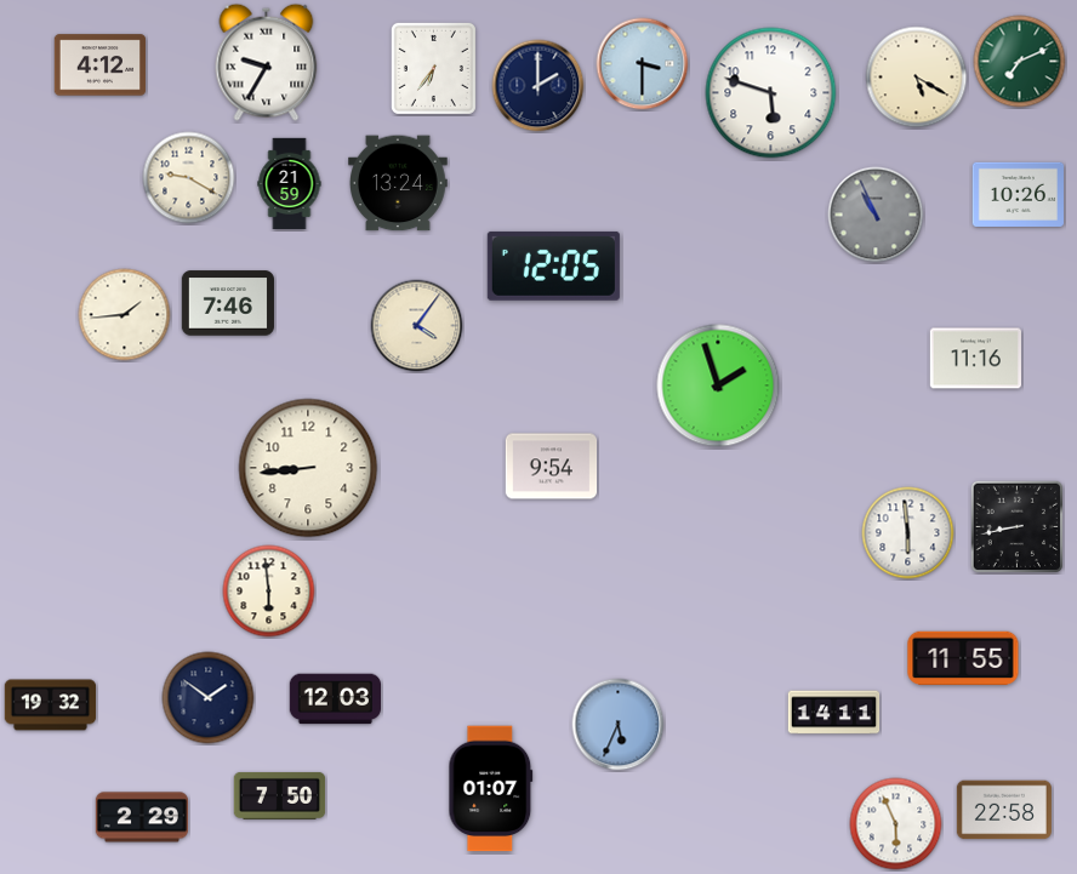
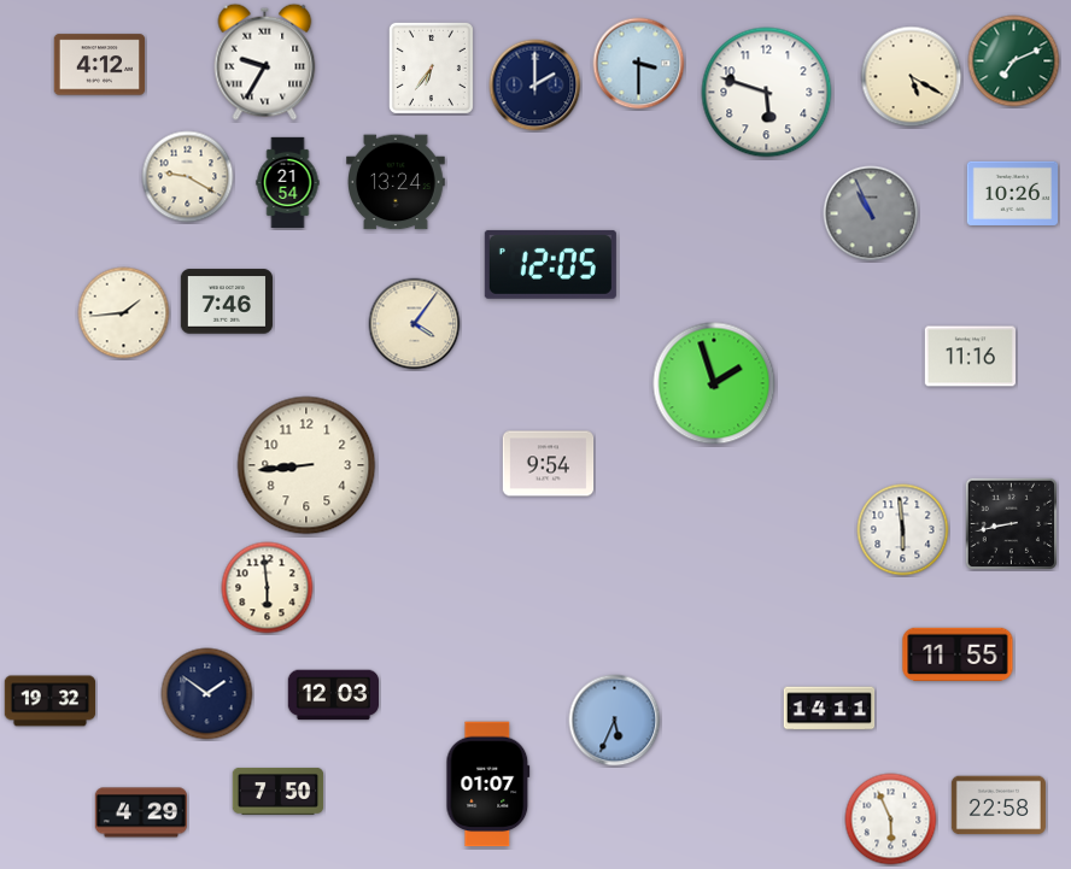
clock at (290, 184): 21:59 -> 21:54
clock at (141, 817): 2:29 -> 4:29
